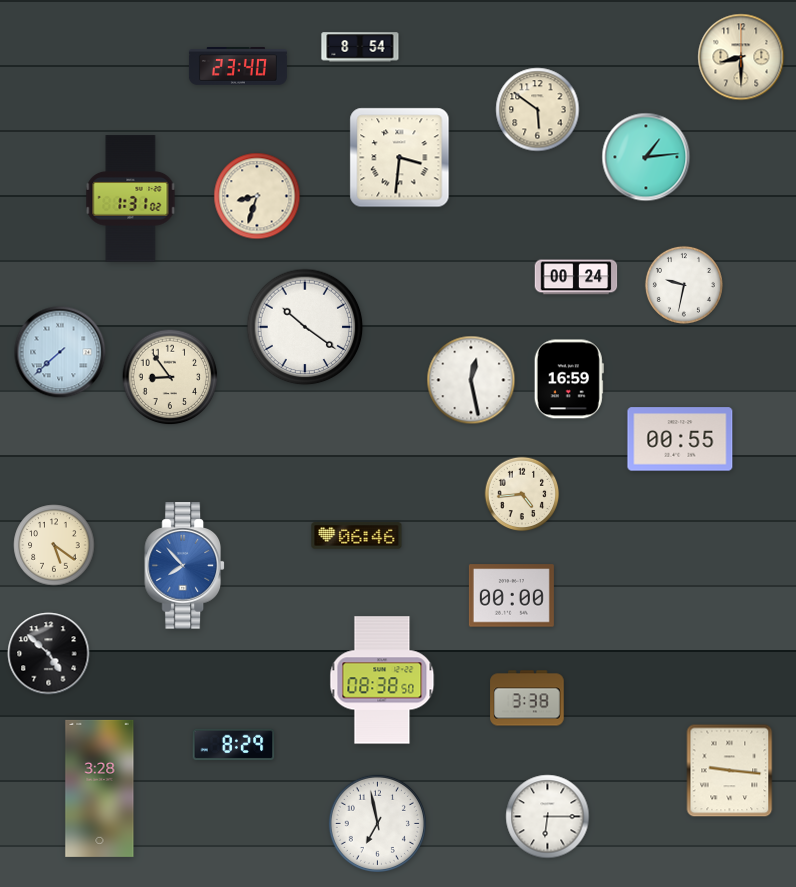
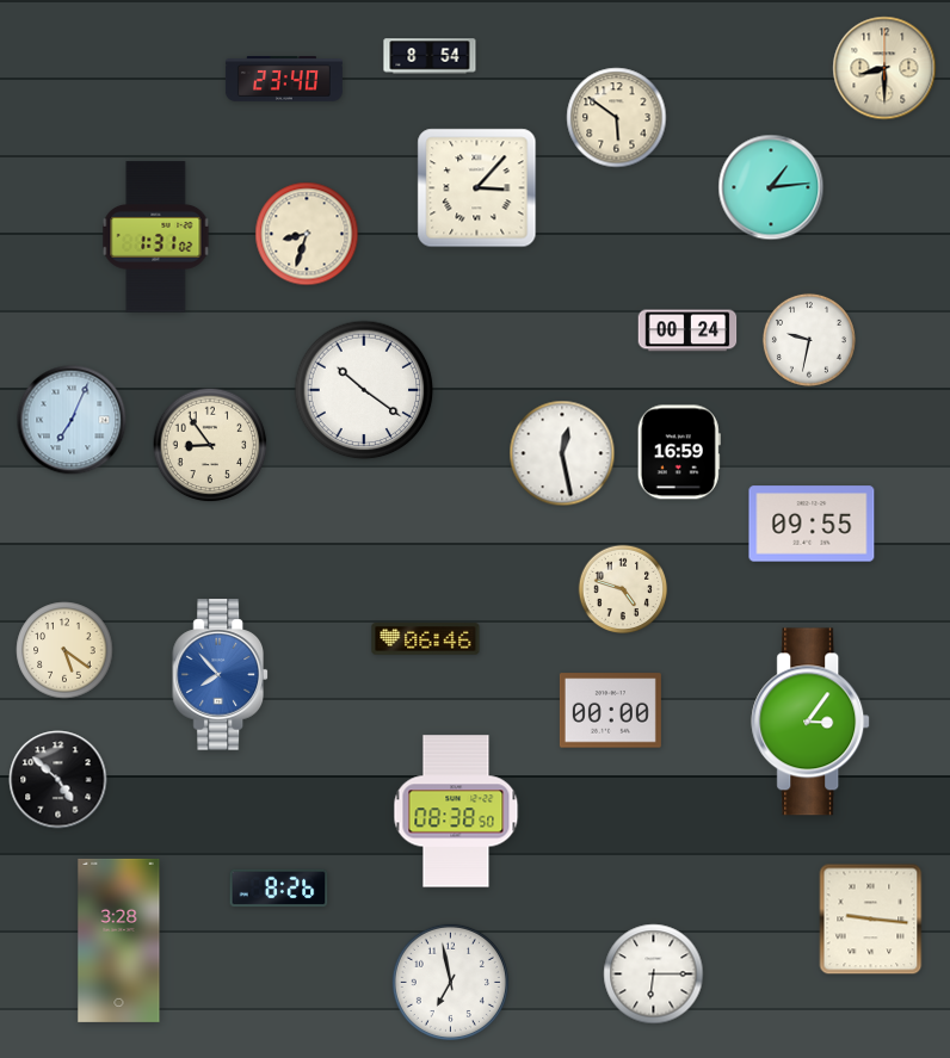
clock at (538, 110) position: (538, 110) -> (617, 118)
clock at (400, 158): 3:31 -> 3:07
clock at (684, 285) position: (684, 285) -> (809, 340)
clock at (60, 352): 7:38 -> 7:04
clock at (170, 377) position: (170, 377) -> (210, 445)
clock at (680, 439): 00:55 -> 09:55
clock at (522, 494): 4:44 -> 4:48
clock at (812, 722): none -> 3:06
clock at (527, 698): 3:38 -> none
clock at (234, 745): 8:29 -> 8:26
